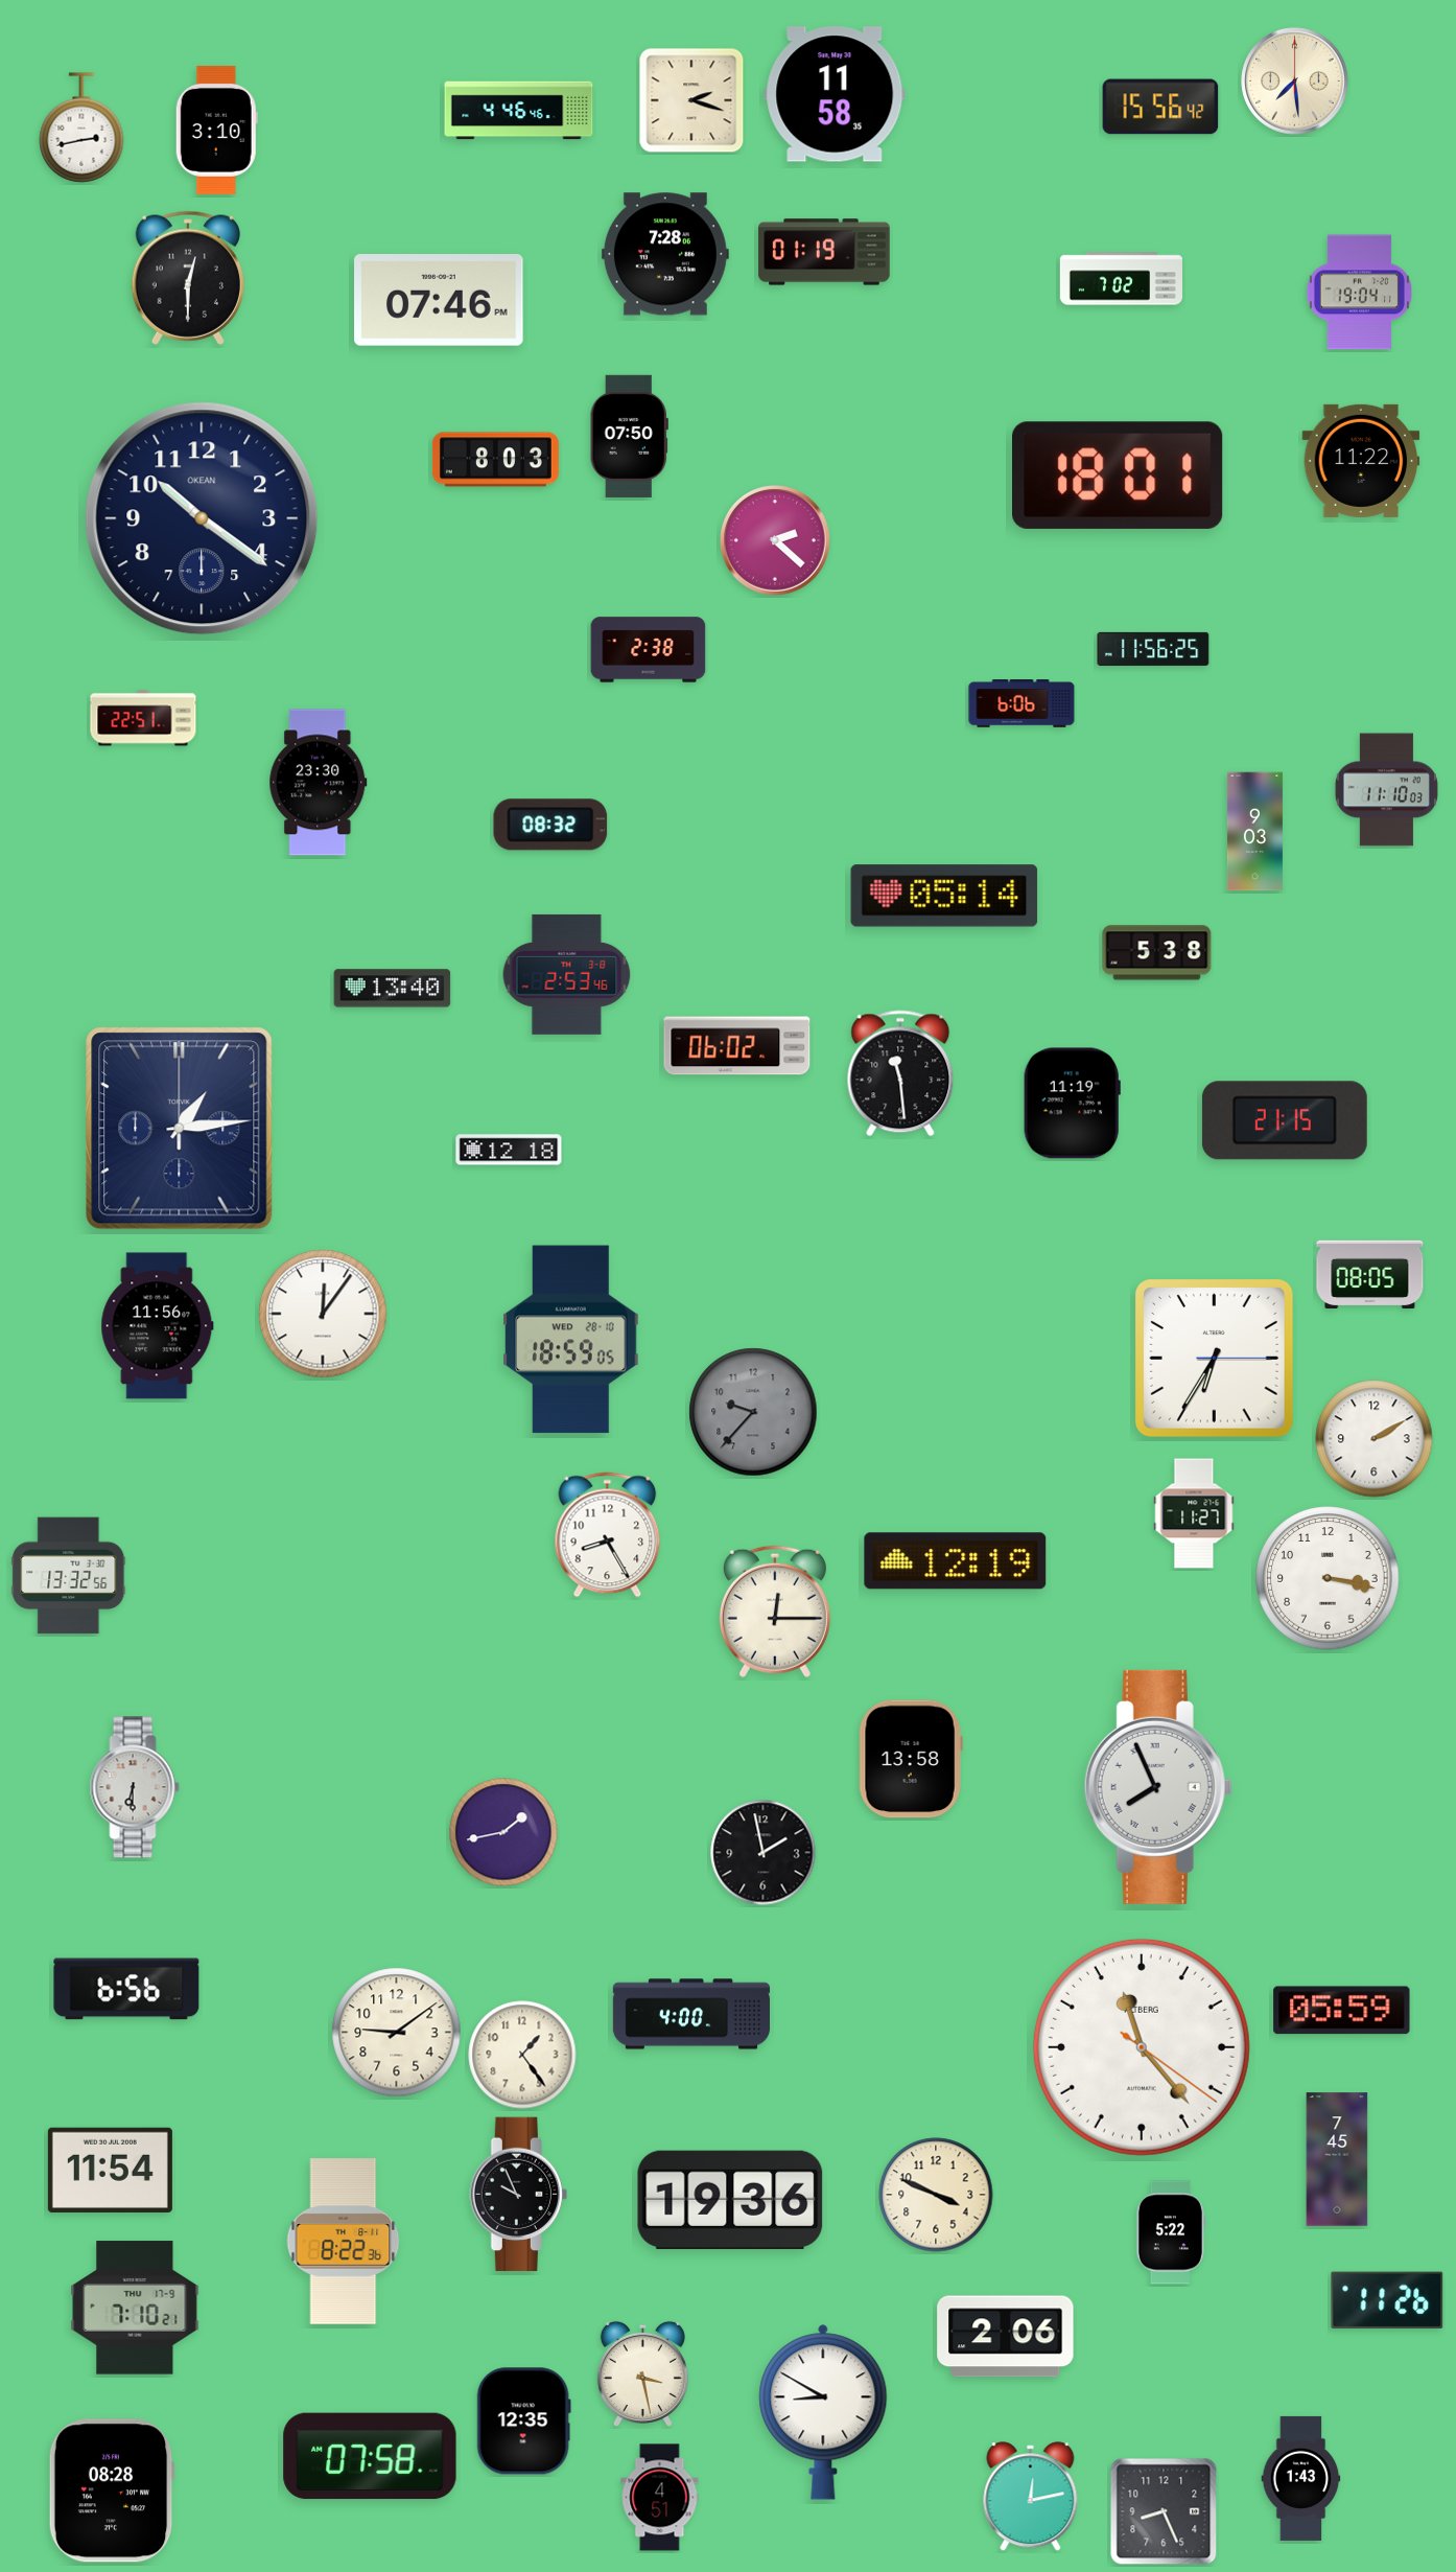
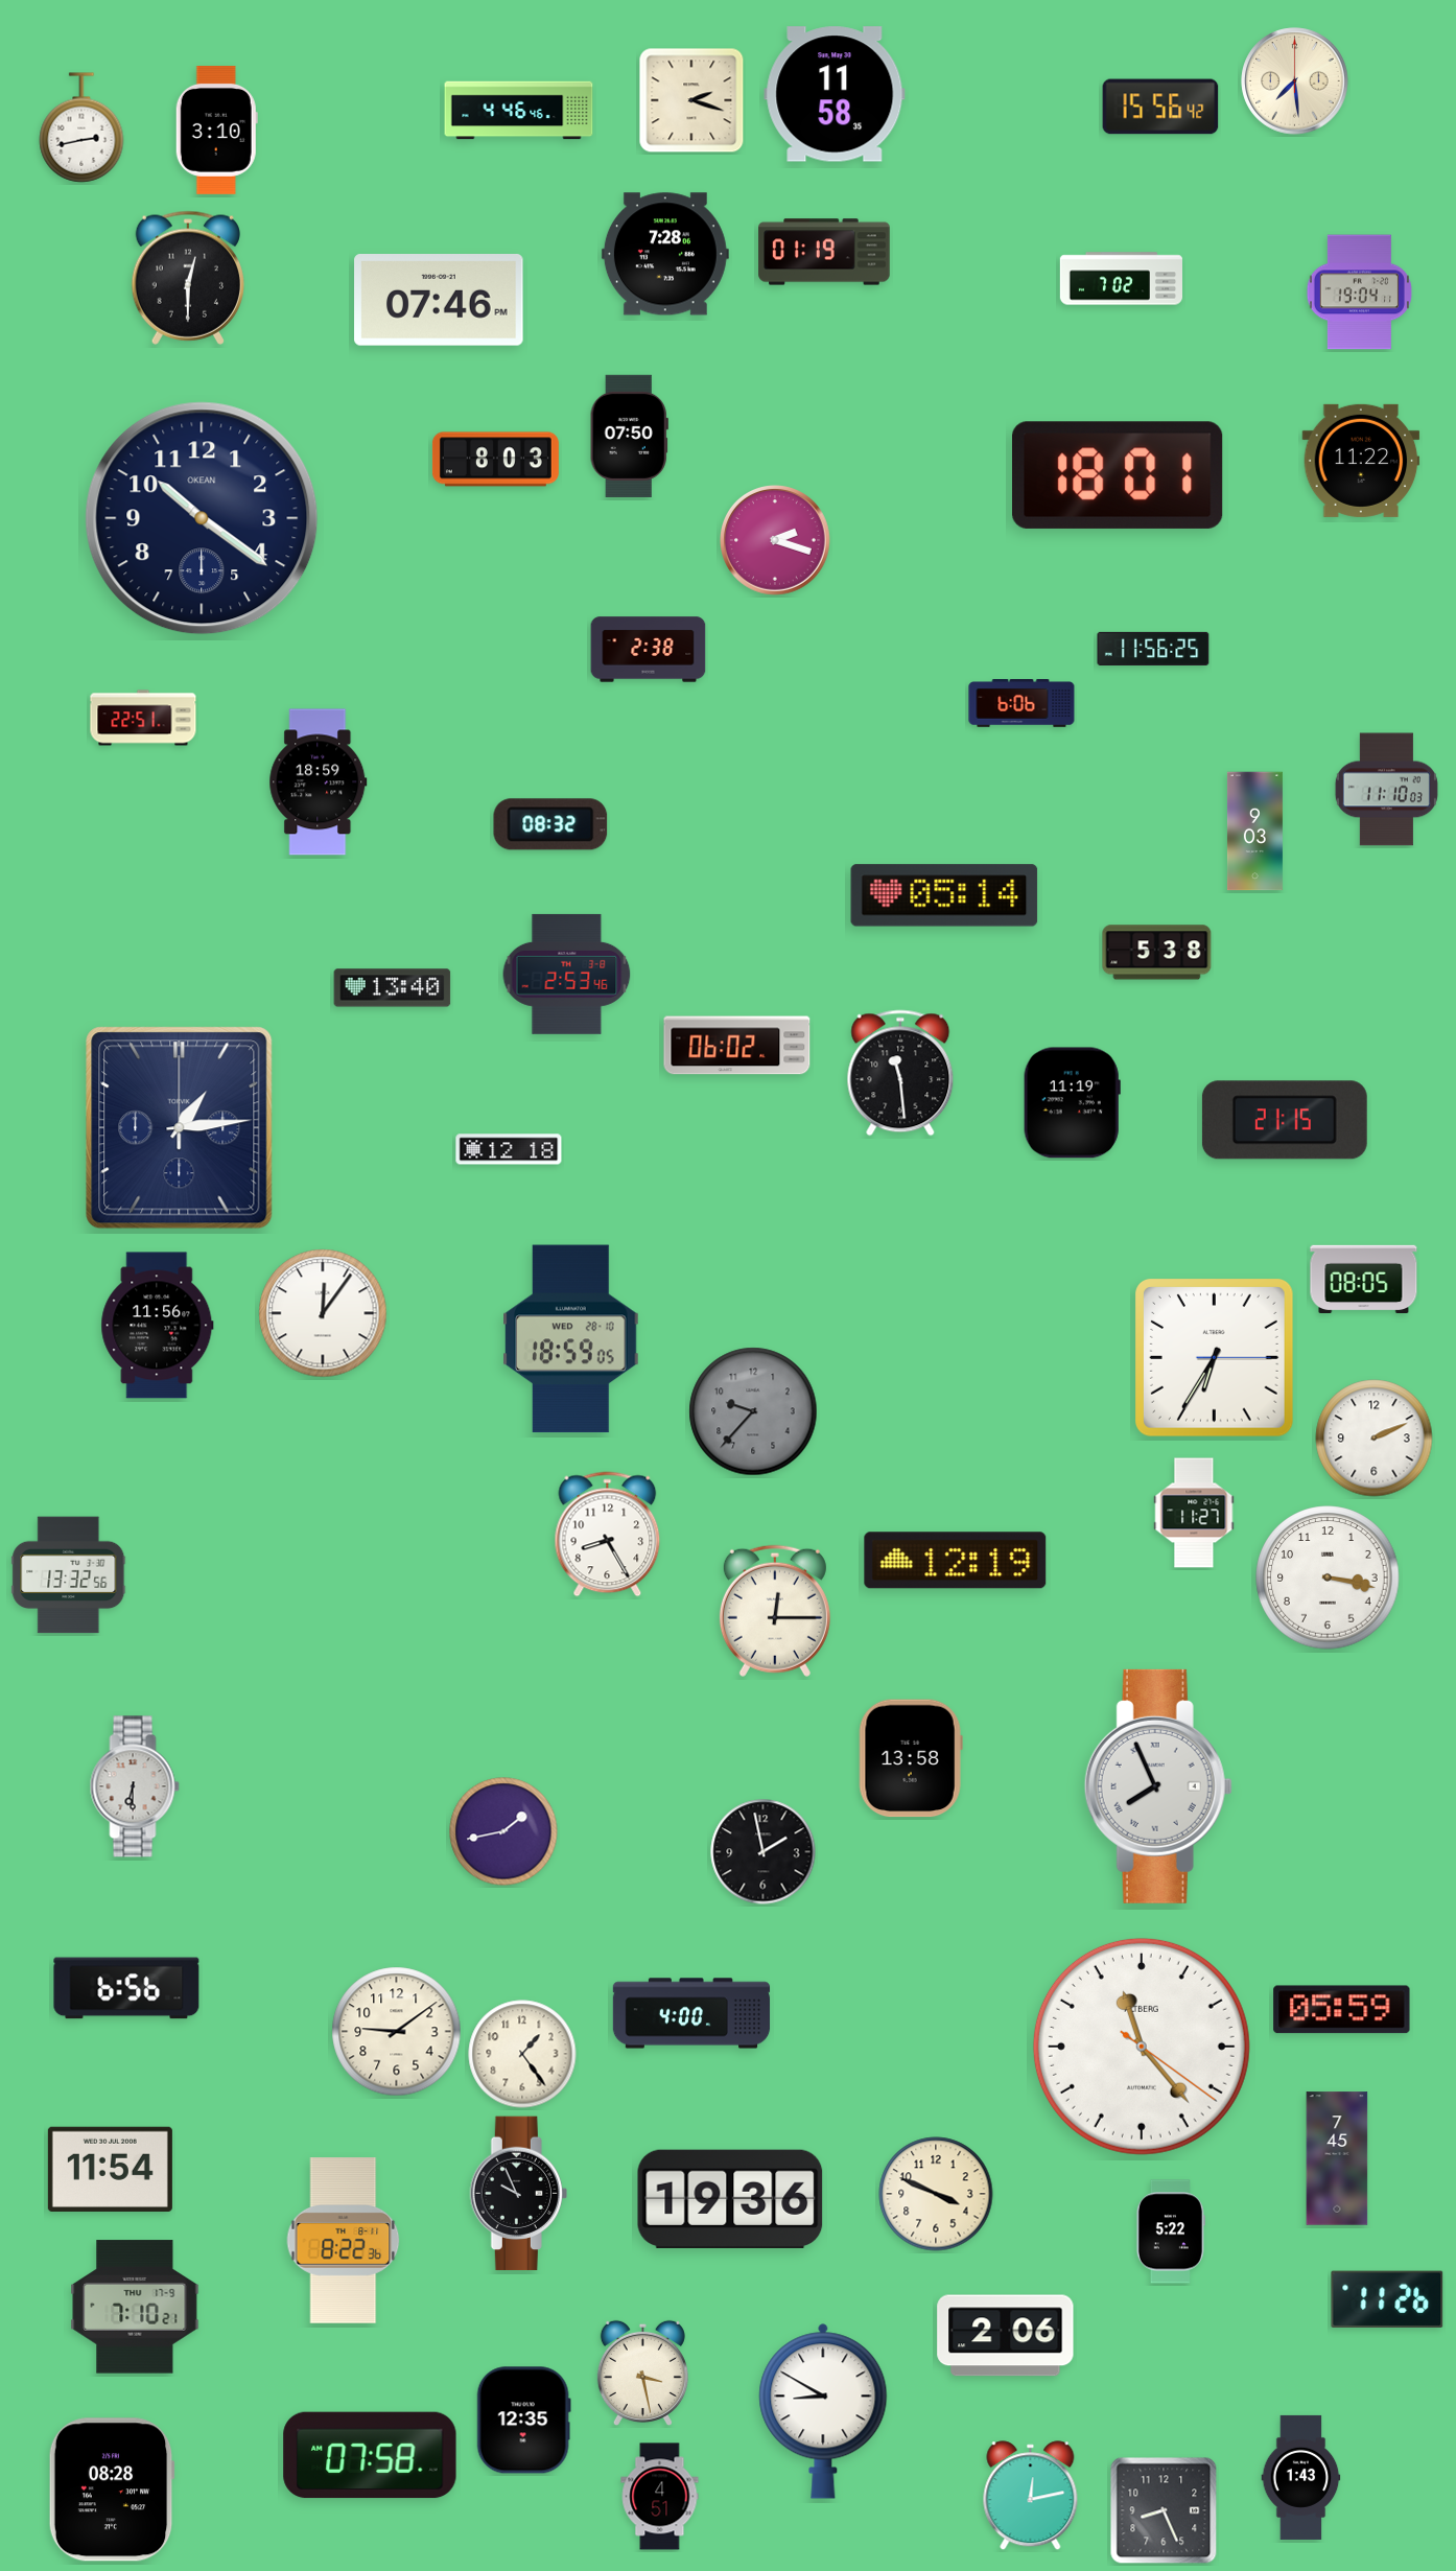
clock at (776, 541): 2:22 -> 2:18
clock at (319, 783): 23:30 -> 18:59
clock at (1370, 1274) position: (1370, 1274) -> (1364, 1279)
clock at (1375, 1439): 2:10 -> 2:11
